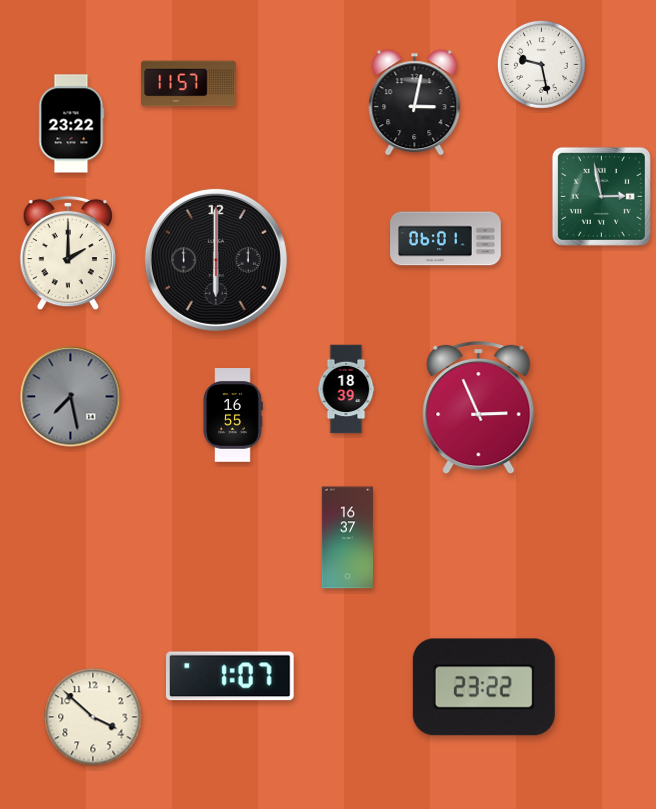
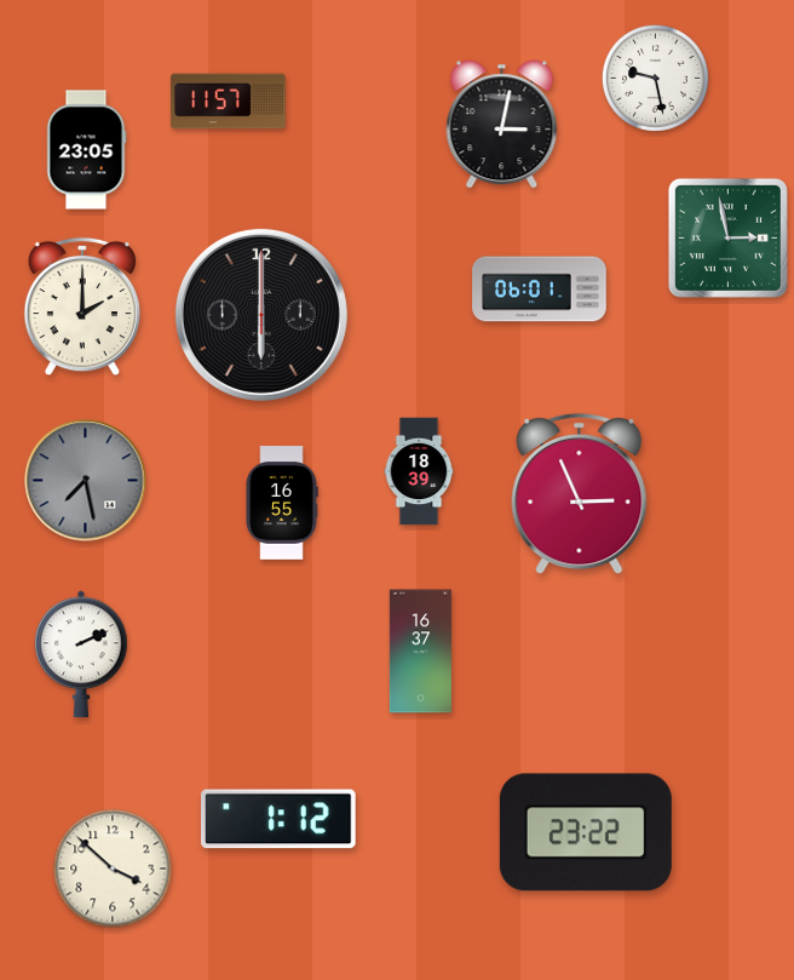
clock at (71, 124): 23:22 -> 23:05
clock at (82, 654): none -> 2:11
clock at (231, 676): 1:07 -> 1:12
